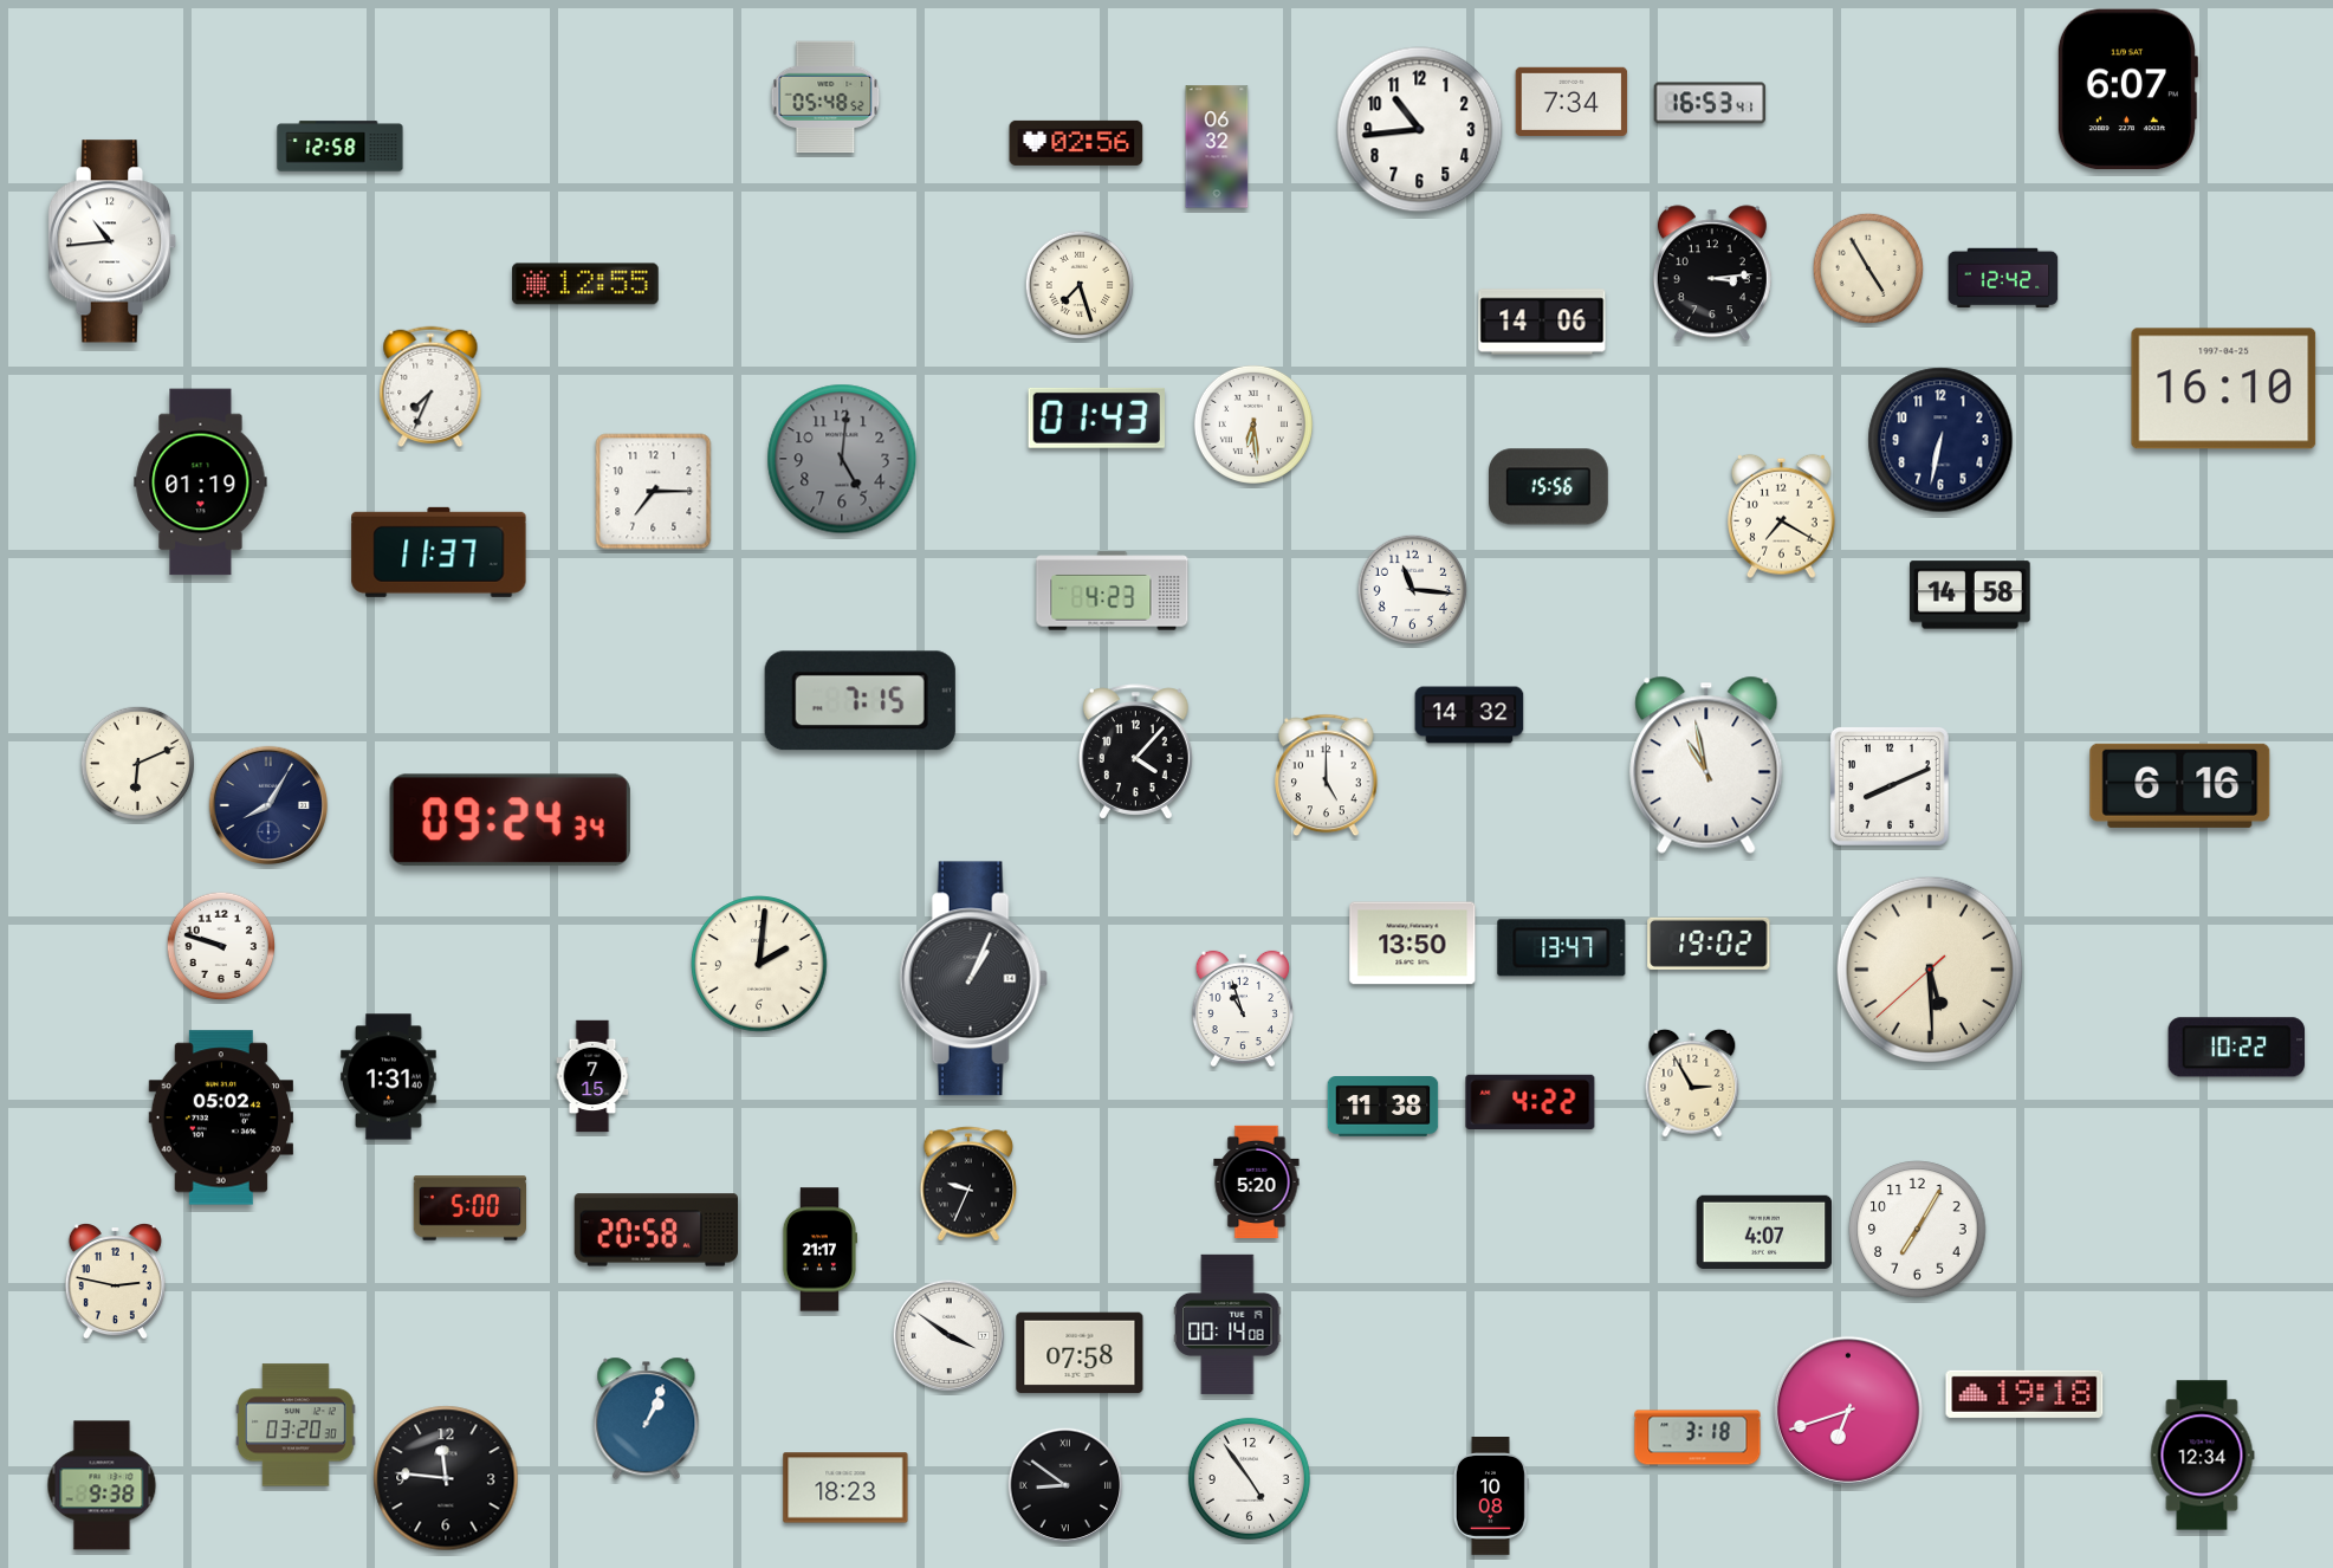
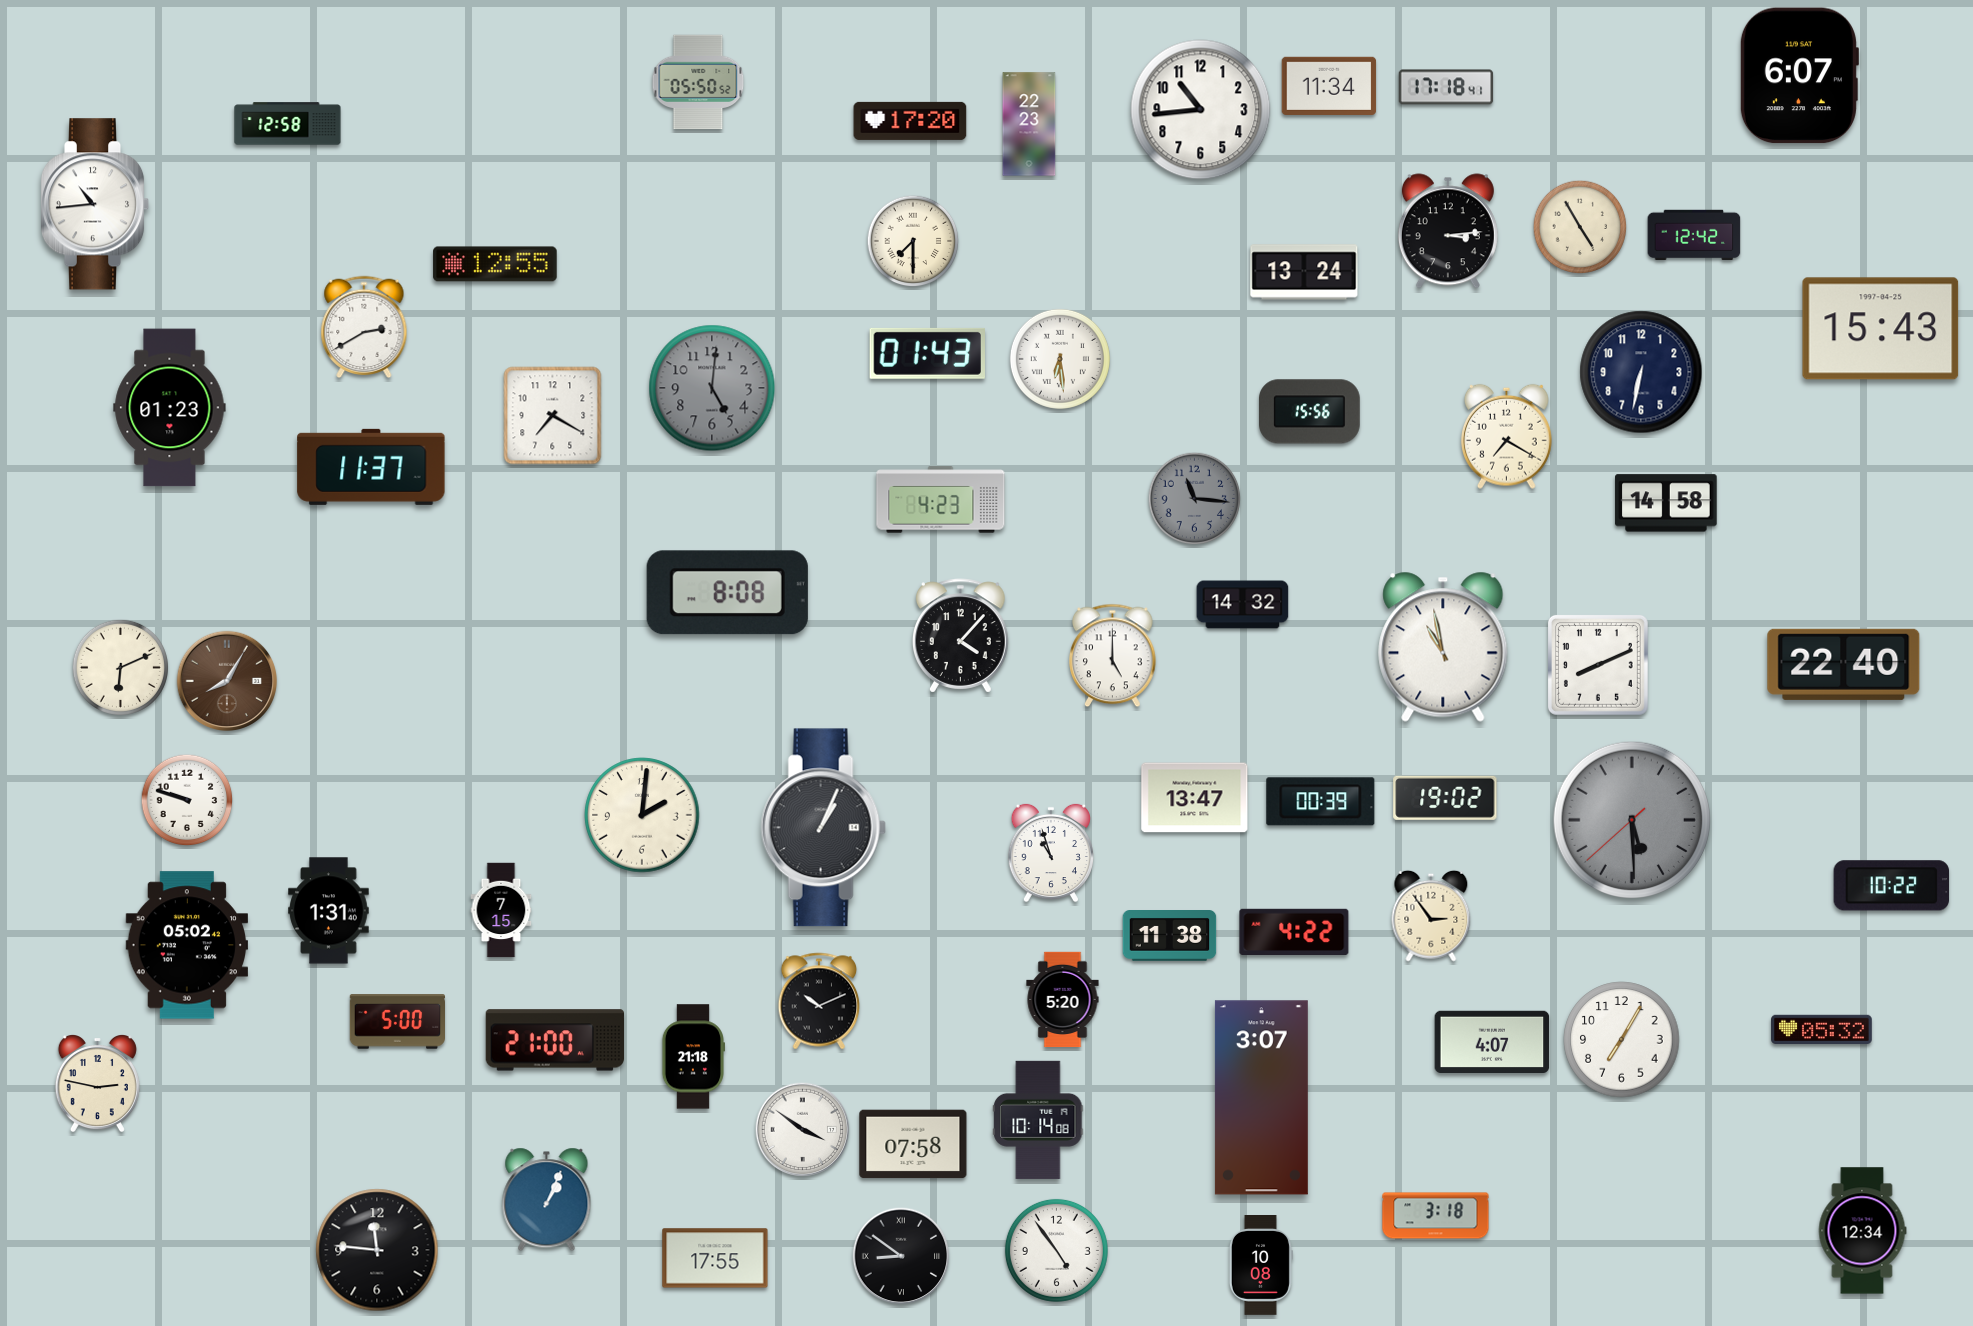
clock at (825, 97): 05:48 -> 05:50
clock at (1571, 102): 7:34 -> 11:34
clock at (1710, 103): 16:53 -> 17:18
clock at (1076, 143): 02:56 -> 17:20
clock at (1217, 147): 06:32 -> 22:23
clock at (585, 284) position: (585, 284) -> (495, 264)
clock at (1080, 285): 7:27 -> 7:30
clock at (1542, 322): 14:06 -> 13:24
clock at (430, 387): 7:34 -> 2:40
clock at (2224, 389): 16:10 -> 15:43
clock at (201, 482): 01:19 -> 01:23
clock at (654, 492): 7:15 -> 7:20
clock at (1413, 590) dial: white -> grey
clock at (860, 701): 7:15 -> 8:08
clock at (137, 763) position: (137, 763) -> (120, 667)
clock at (1327, 776) position: (1327, 776) -> (1113, 656)
clock at (2180, 785): 6:16 -> 22:40
clock at (268, 805) dial: navy -> brown
clock at (510, 821): 09:24 -> none
clock at (1413, 944): 13:50 -> 13:47
clock at (1562, 948): 13:47 -> 00:39
clock at (1929, 968) dial: cream -> grey
clock at (1692, 1083): 2:55 -> 2:54
clock at (968, 1184): 9:34 -> 10:11
clock at (1822, 1030): none -> 05:32
clock at (655, 1230): 20:58 -> 21:00
clock at (819, 1250): 21:17 -> 21:18
clock at (1261, 1098): none -> 3:07
clock at (1227, 1324): 00:14 -> 10:14
clock at (2024, 1394): 19:18 -> none
clock at (1848, 1411): 6:42 -> none
clock at (297, 1425): 03:20 -> none
clock at (102, 1485): 9:38 -> none
clock at (845, 1488): 18:23 -> 17:55
